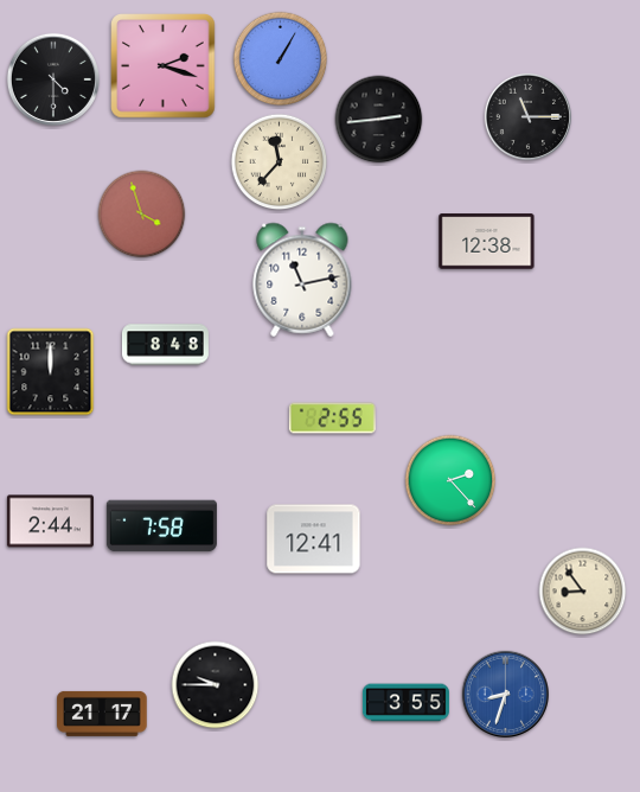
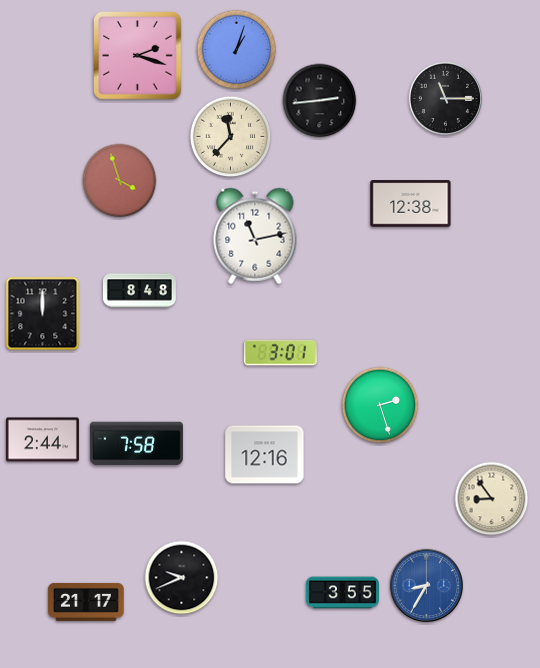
clock at (281, 59): 1:05 -> 1:03
clock at (53, 79): 4:30 -> none
clock at (280, 162) position: (280, 162) -> (231, 137)
clock at (332, 419): 2:55 -> 3:01
clock at (450, 480): 2:23 -> 2:27
clock at (314, 539): 12:41 -> 12:16
clock at (216, 685): 9:45 -> 9:41
clock at (505, 694): 8:33 -> 8:35
